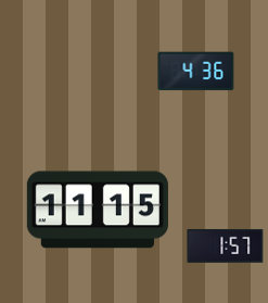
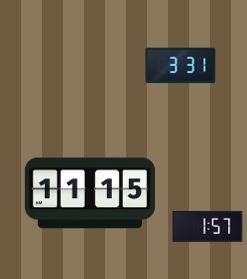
clock at (196, 72): 4:36 -> 3:31
